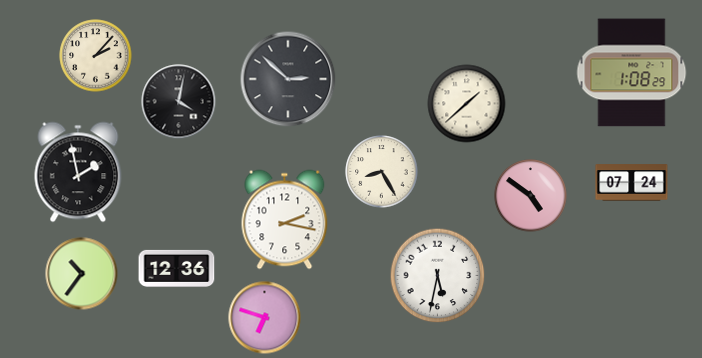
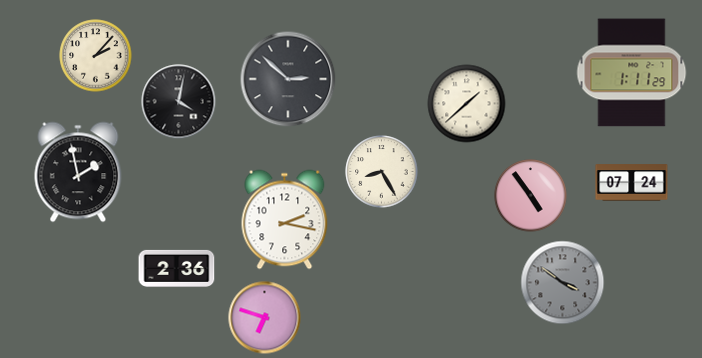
clock at (632, 73): 1:08 -> 1:11
clock at (531, 196): 4:51 -> 4:54
clock at (177, 268): 12:36 -> 2:36
clock at (82, 274): 10:36 -> none
clock at (438, 276): 5:32 -> none
clock at (563, 283): none -> 3:51
